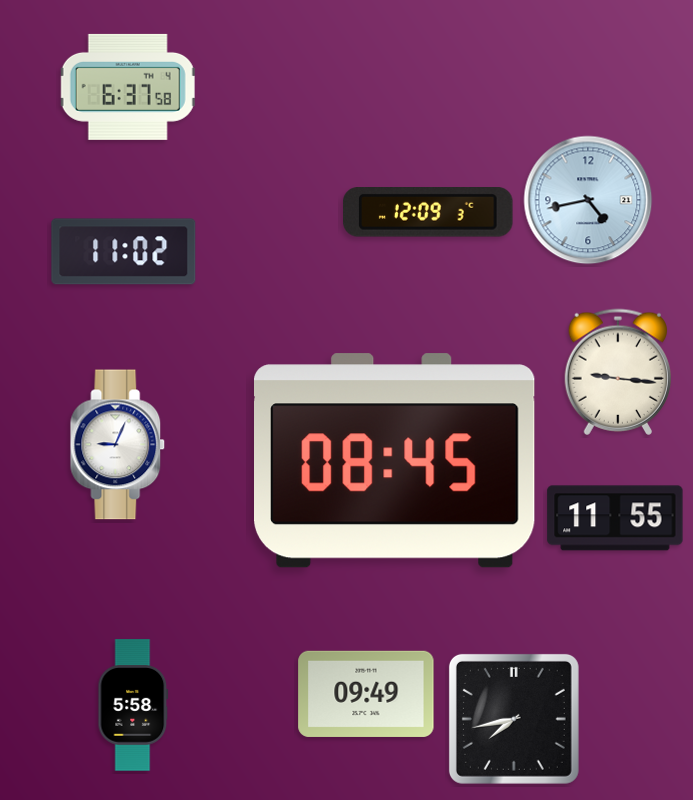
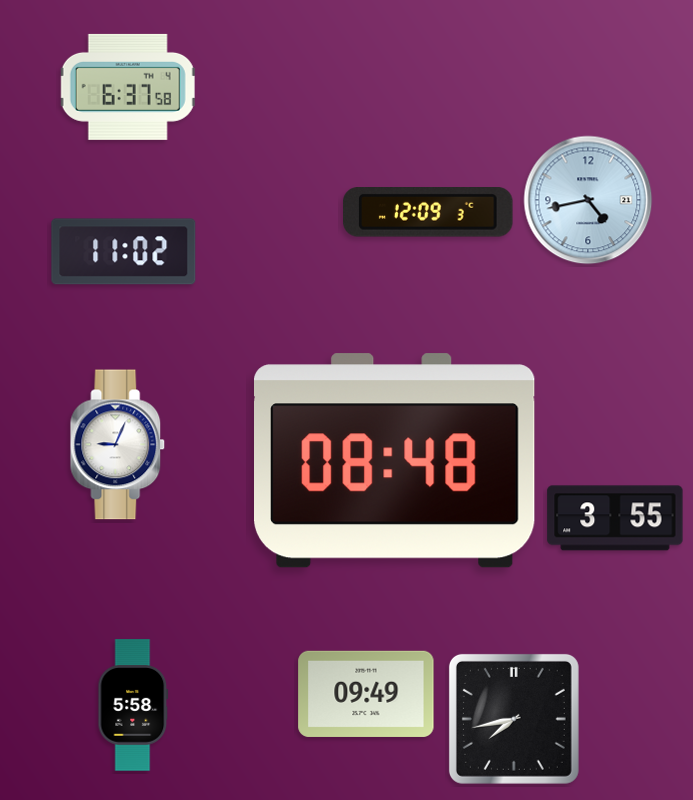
clock at (617, 372): 9:16 -> none
clock at (395, 461): 08:45 -> 08:48
clock at (615, 518): 11:55 -> 3:55
